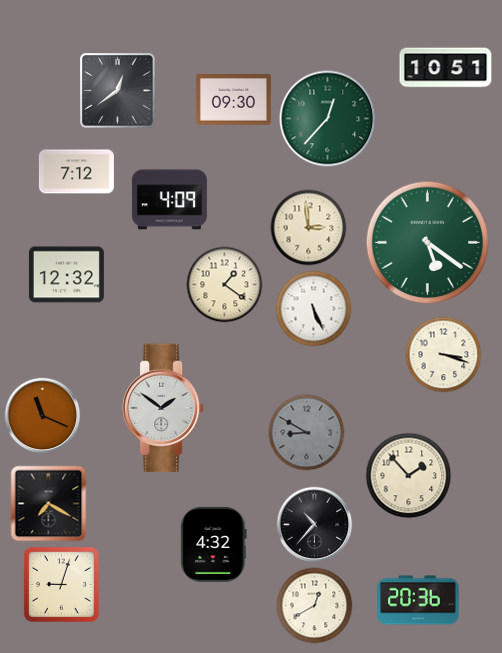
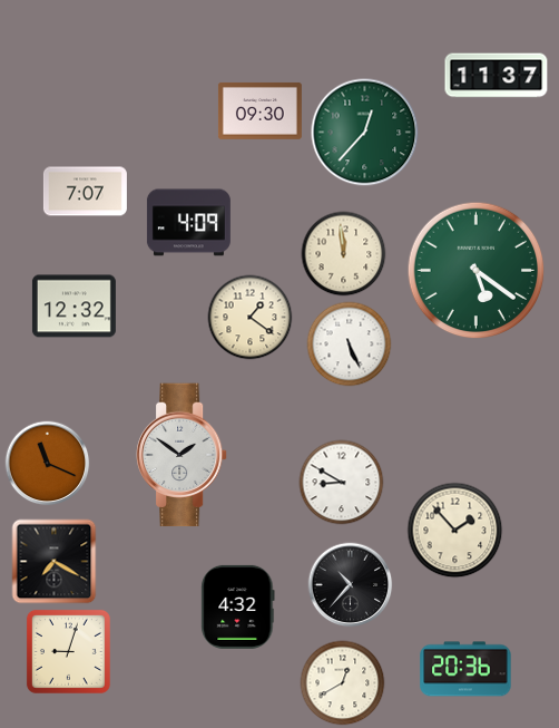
clock at (446, 68): 10:51 -> 11:37
clock at (118, 91): 12:39 -> none
clock at (76, 172): 7:12 -> 7:07
clock at (309, 228): 2:59 -> 11:59
clock at (444, 355): 3:18 -> none
clock at (307, 433) dial: grey -> white
clock at (315, 606) position: (315, 606) -> (343, 683)
